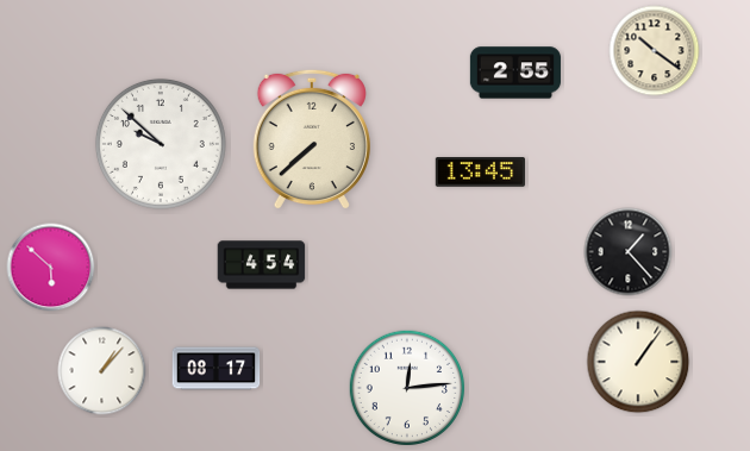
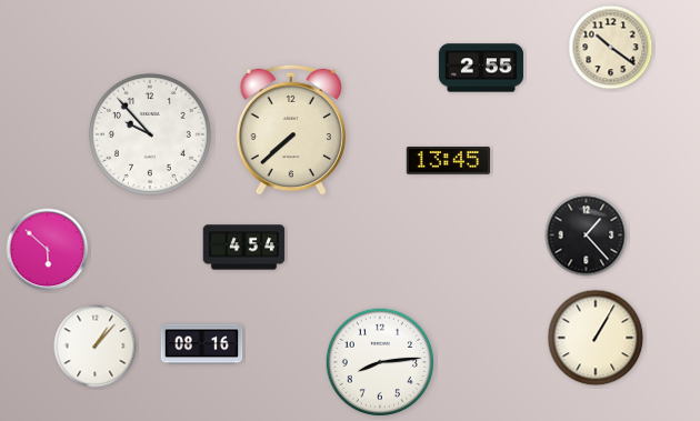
clock at (161, 144): 9:52 -> 9:53
clock at (638, 362): 1:06 -> 1:05
clock at (217, 369): 08:17 -> 08:16
clock at (407, 388): 12:14 -> 8:14
